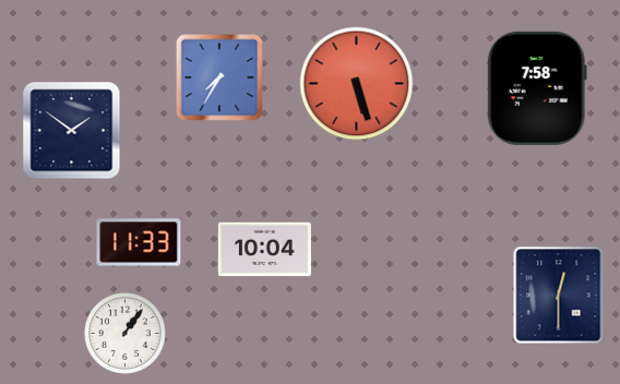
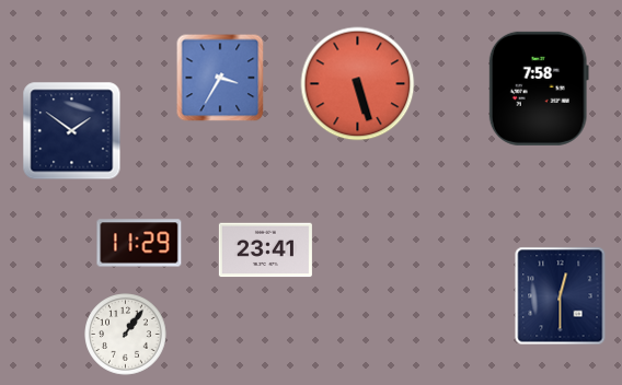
clock at (219, 77): 7:35 -> 3:35
clock at (139, 242): 11:33 -> 11:29
clock at (264, 250): 10:04 -> 23:41
